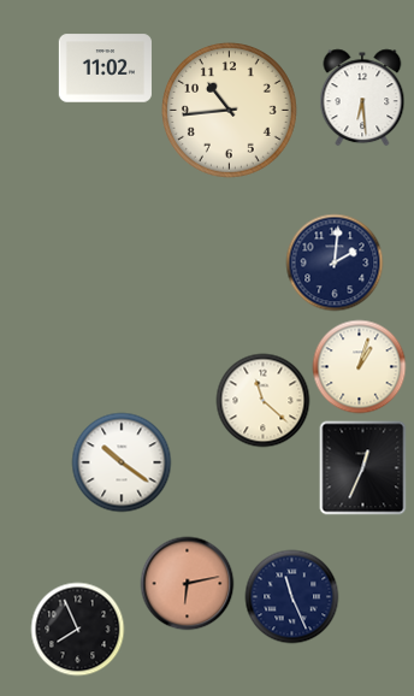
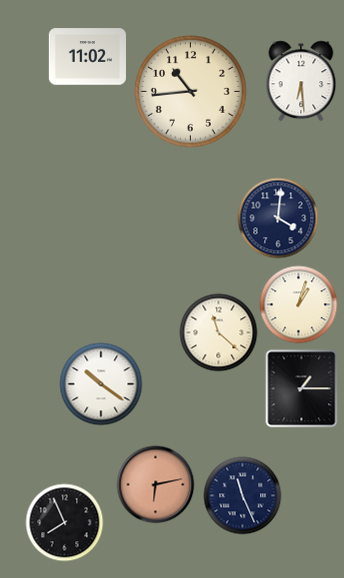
clock at (335, 263): 2:01 -> 4:01
clock at (363, 467): 12:34 -> 1:15
